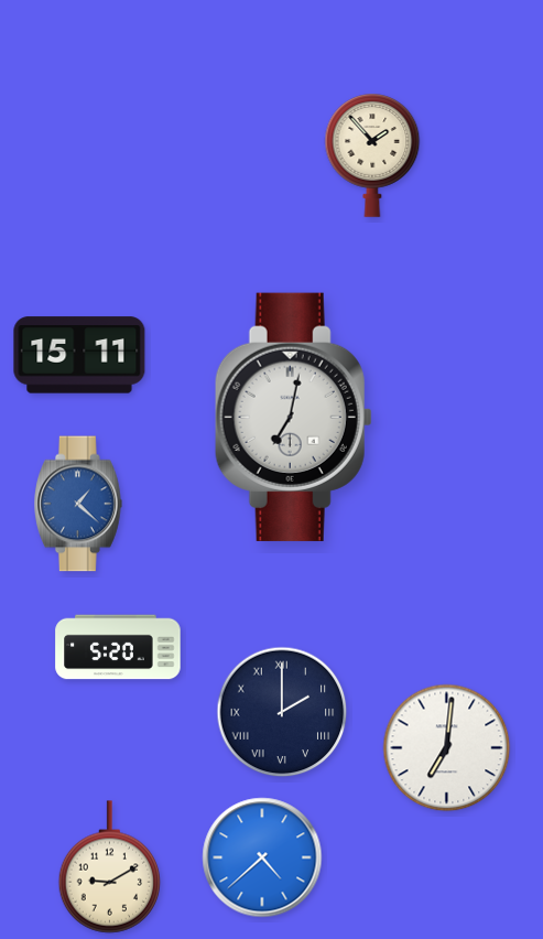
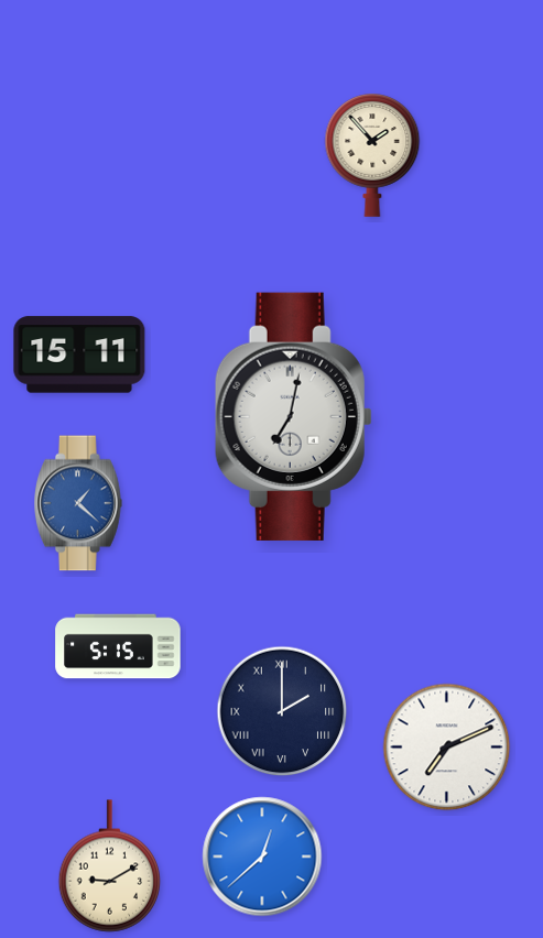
clock at (118, 647): 5:20 -> 5:15
clock at (447, 748): 7:01 -> 7:11
clock at (262, 857): 4:38 -> 12:38
